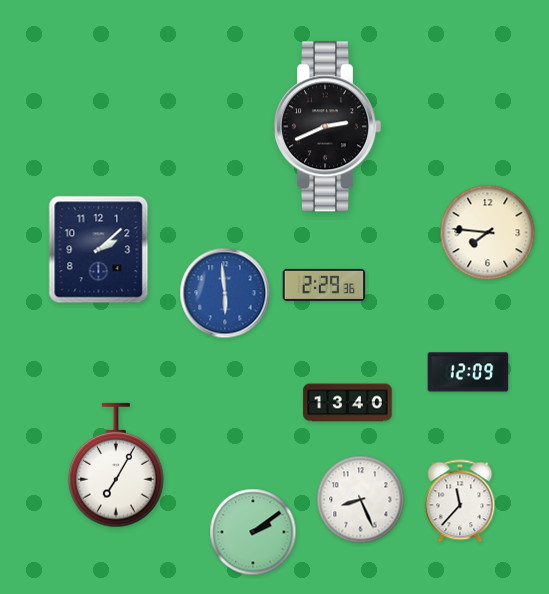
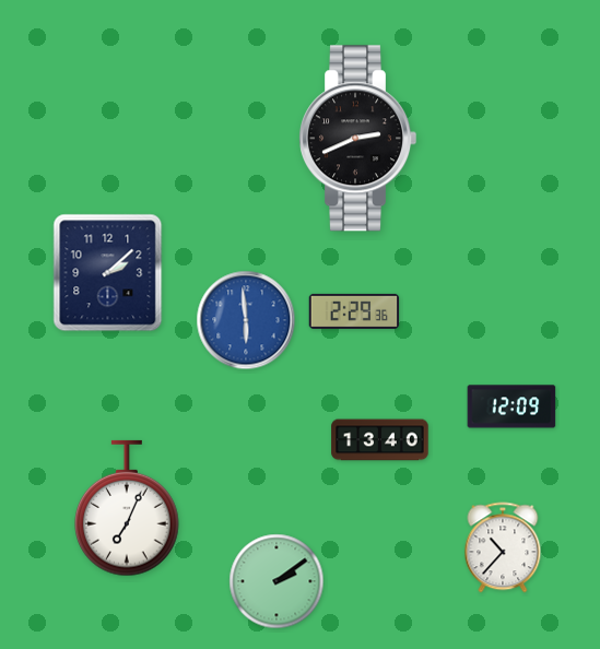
clock at (488, 233): 7:46 -> none
clock at (117, 465): 7:05 -> 7:04
clock at (361, 500): 8:26 -> none
clock at (460, 501): 11:37 -> 10:37
